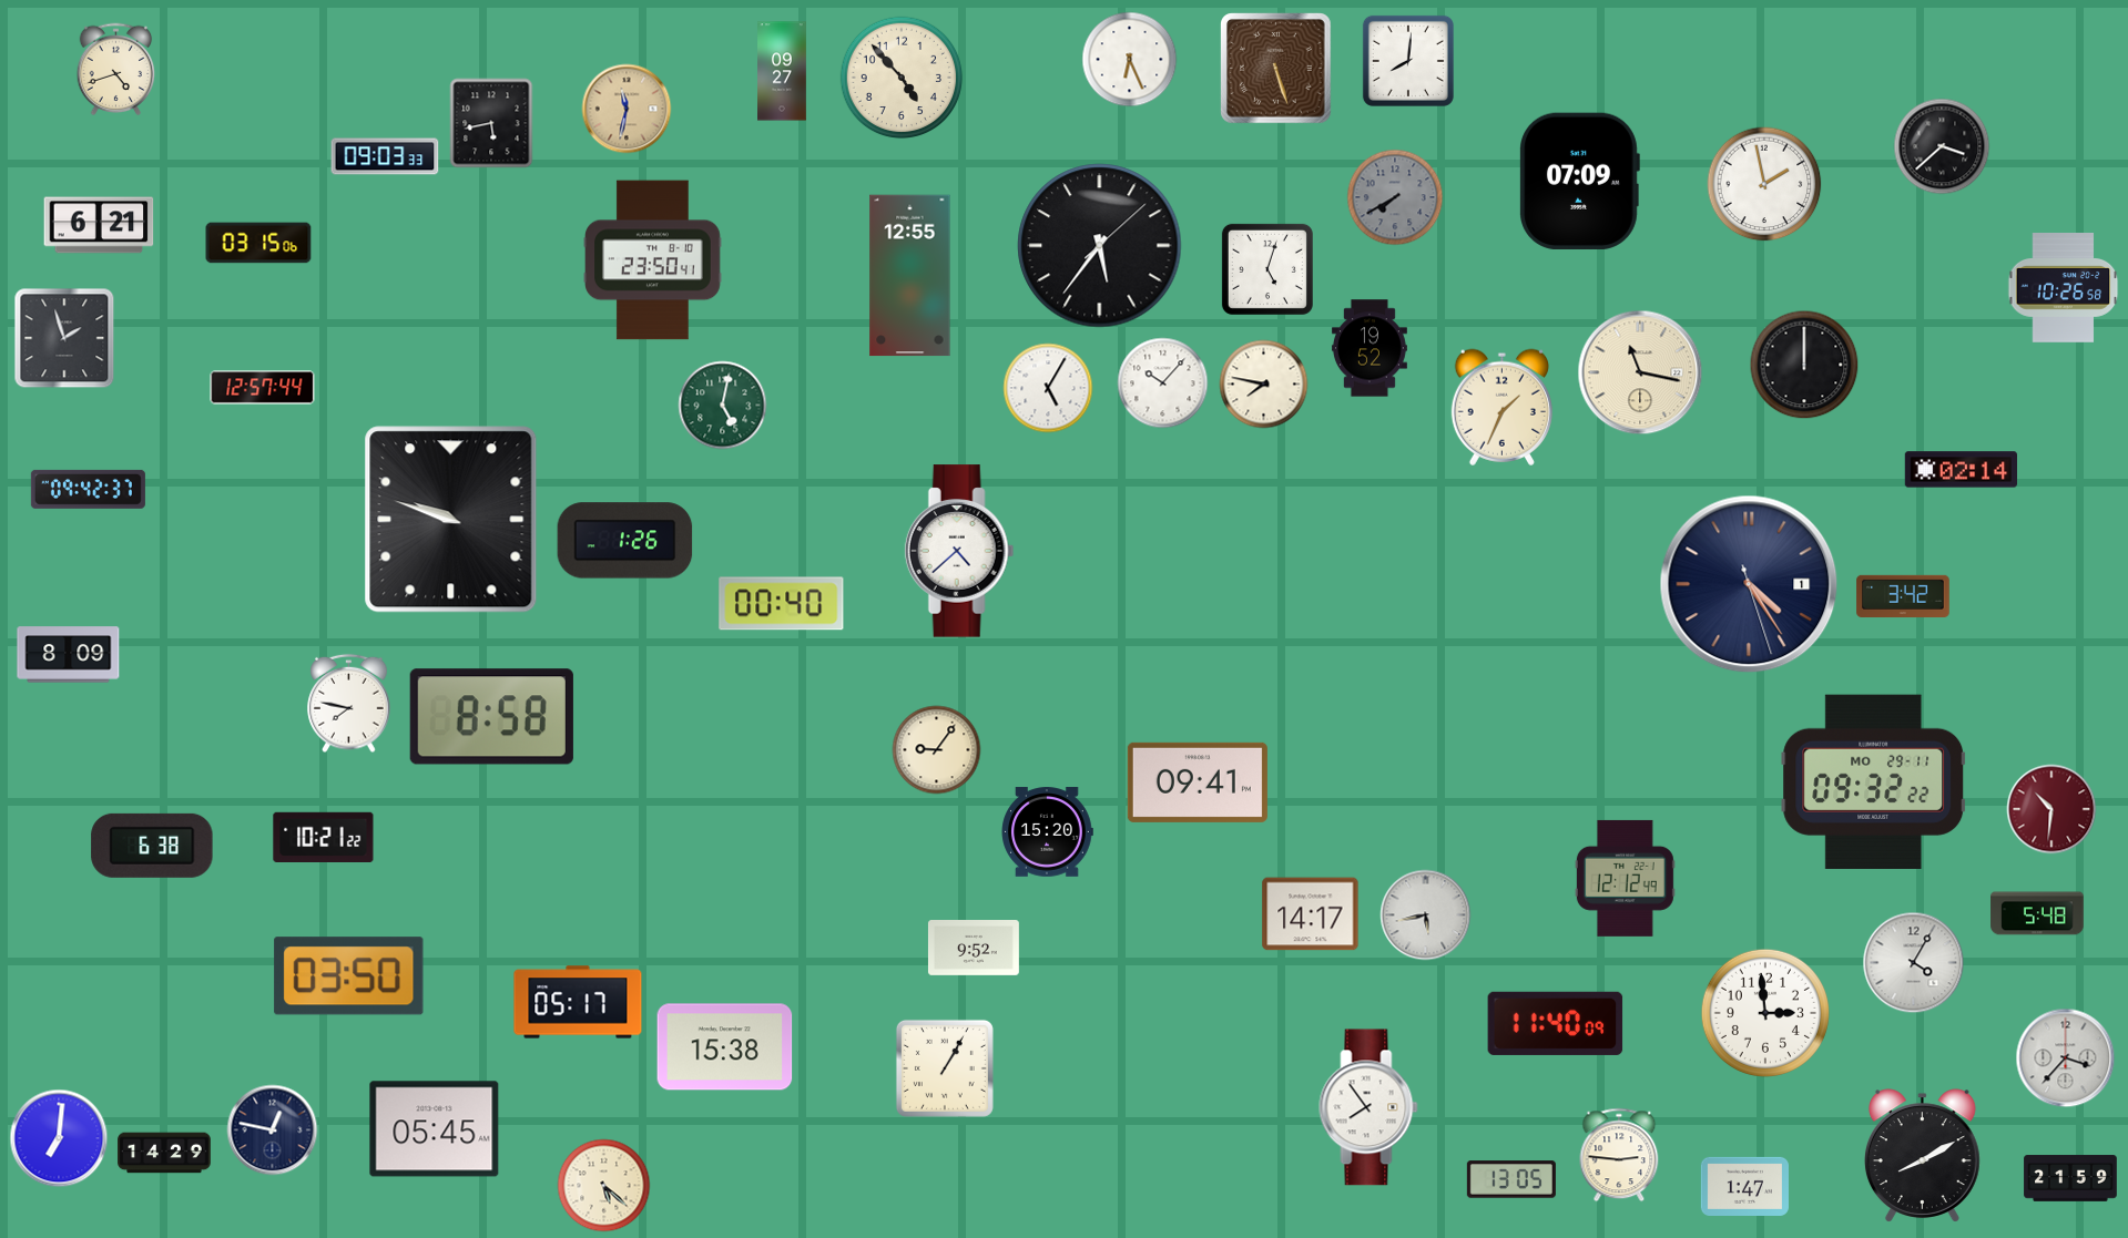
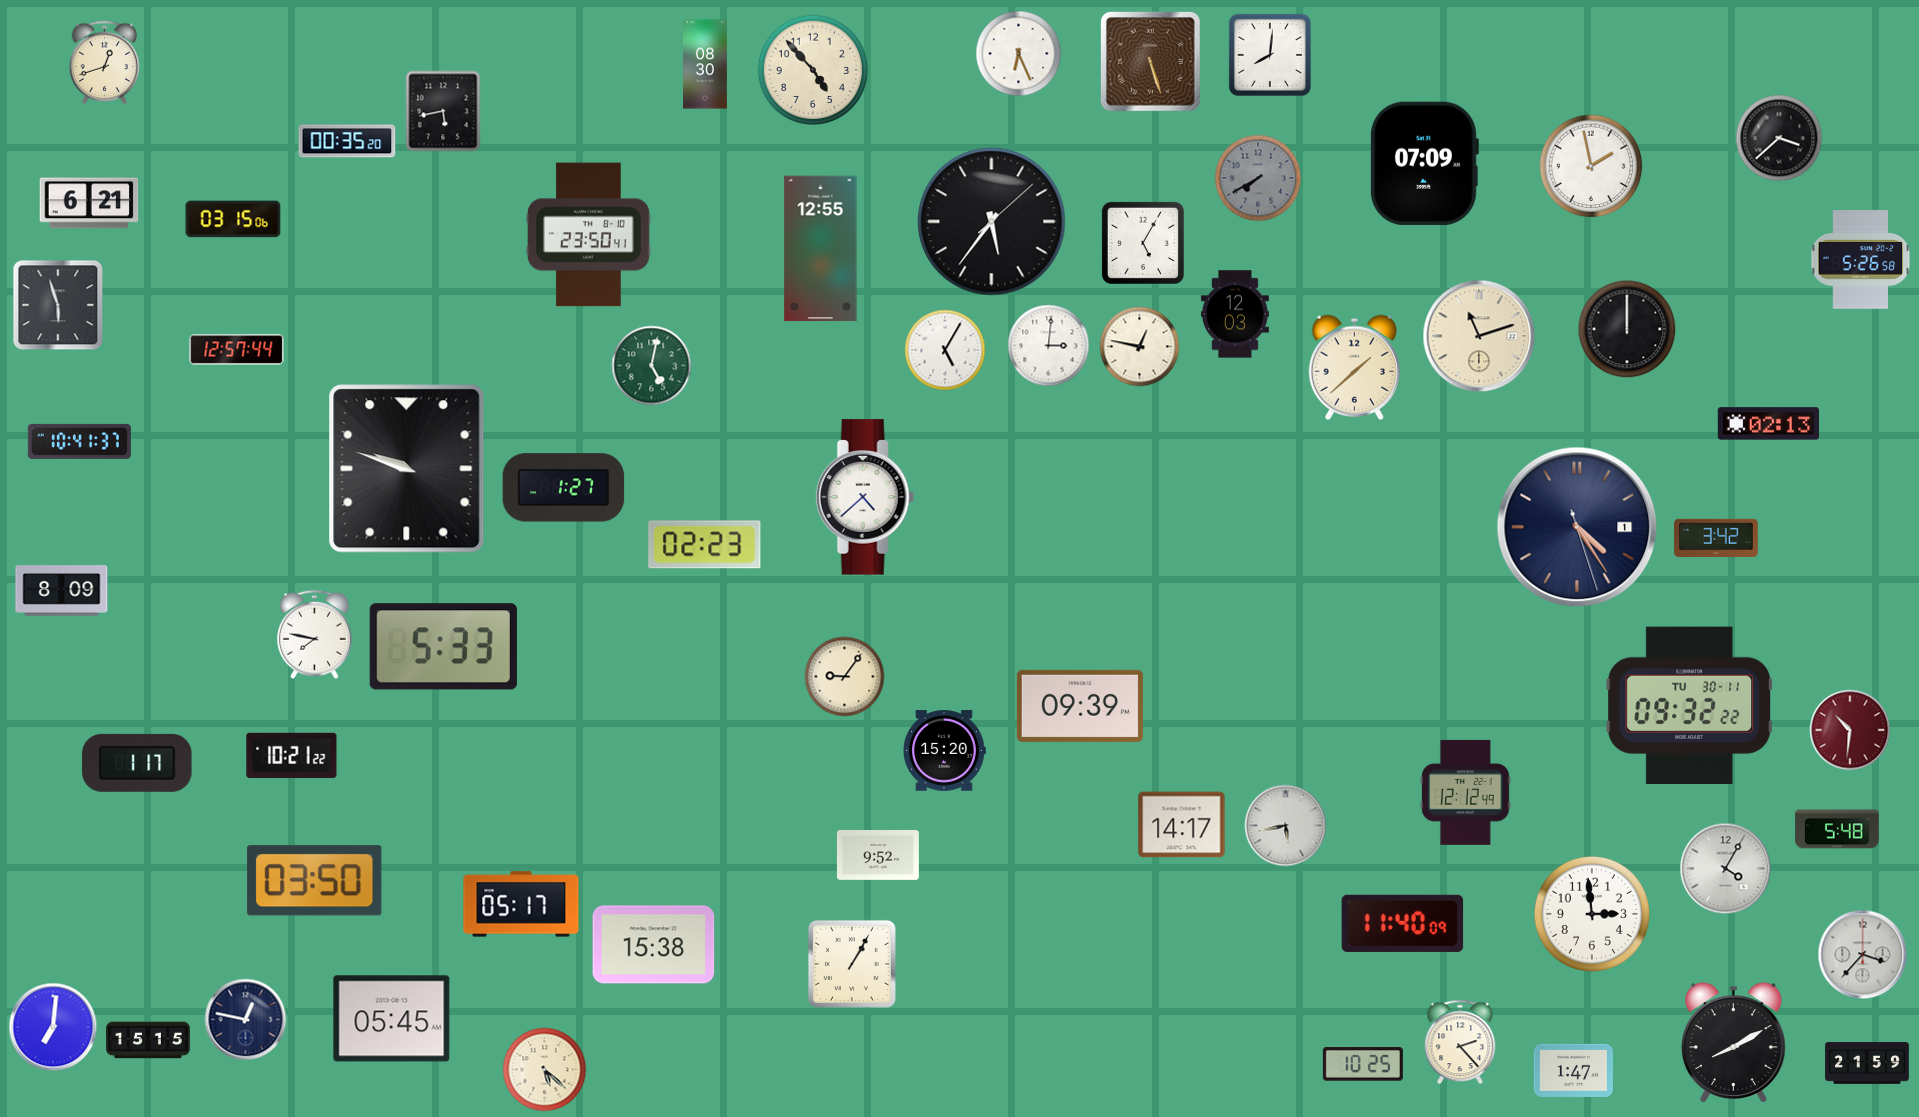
clock at (116, 70): 4:42 -> 12:42
clock at (782, 71): 09:27 -> 08:30
clock at (627, 109): 11:32 -> none
clock at (1942, 146) position: (1942, 146) -> (1779, 138)
clock at (385, 156): 09:03 -> 00:35
clock at (1267, 269): 5:03 -> 5:05
clock at (2064, 288): 10:26 -> 5:26
clock at (64, 338): 1:57 -> 5:57
clock at (1370, 348): 19:52 -> 12:03
clock at (1640, 372): 11:17 -> 11:12
clock at (1163, 383): 10:07 -> 3:01
clock at (1264, 385): 7:47 -> 12:47
clock at (1501, 407): 1:34 -> 1:38
clock at (1961, 470): 02:14 -> 02:13
clock at (88, 489): 09:42 -> 10:41
clock at (625, 541): 1:26 -> 1:27
clock at (782, 604): 00:40 -> 02:23
clock at (491, 717): 8:58 -> 5:33
clock at (1874, 781) date: MO 29-11 -> TU 30-11
clock at (1198, 782): 09:41 -> 09:39
clock at (152, 846): 6:38 -> 1:17
clock at (2037, 913) position: (2037, 913) -> (1837, 829)
clock at (1368, 1107): 7:54 -> none
clock at (164, 1153): 14:29 -> 15:15
clock at (1619, 1155): 2:46 -> 2:23
clock at (1511, 1179): 13:05 -> 10:25
